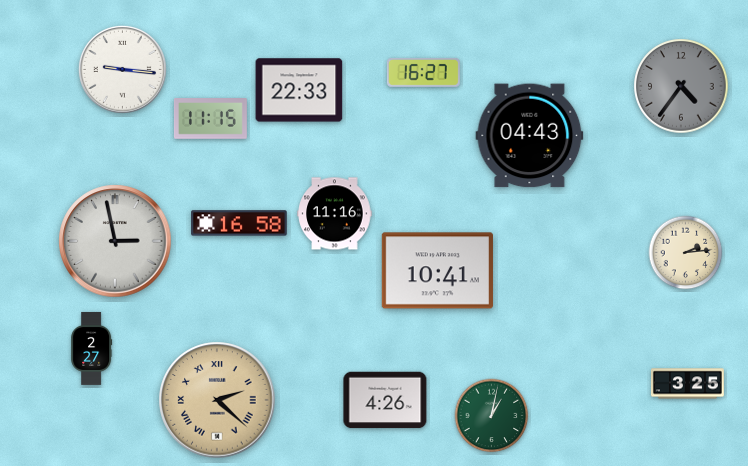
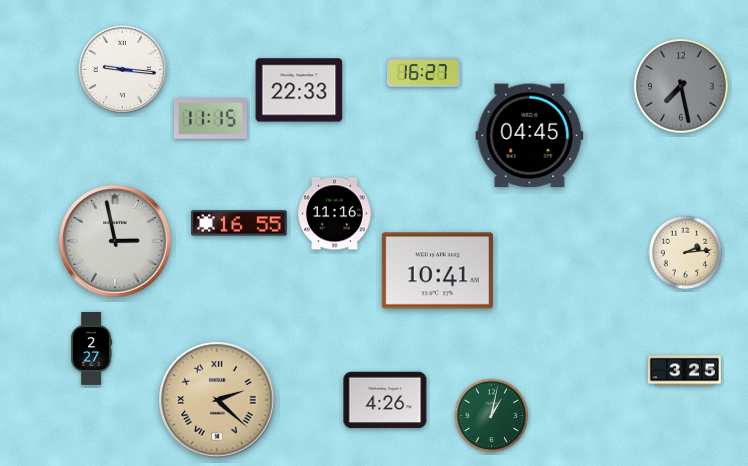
clock at (681, 86): 4:36 -> 7:28
clock at (530, 136): 04:43 -> 04:45
clock at (239, 223): 16:58 -> 16:55
clock at (687, 384) position: (687, 384) -> (684, 371)
